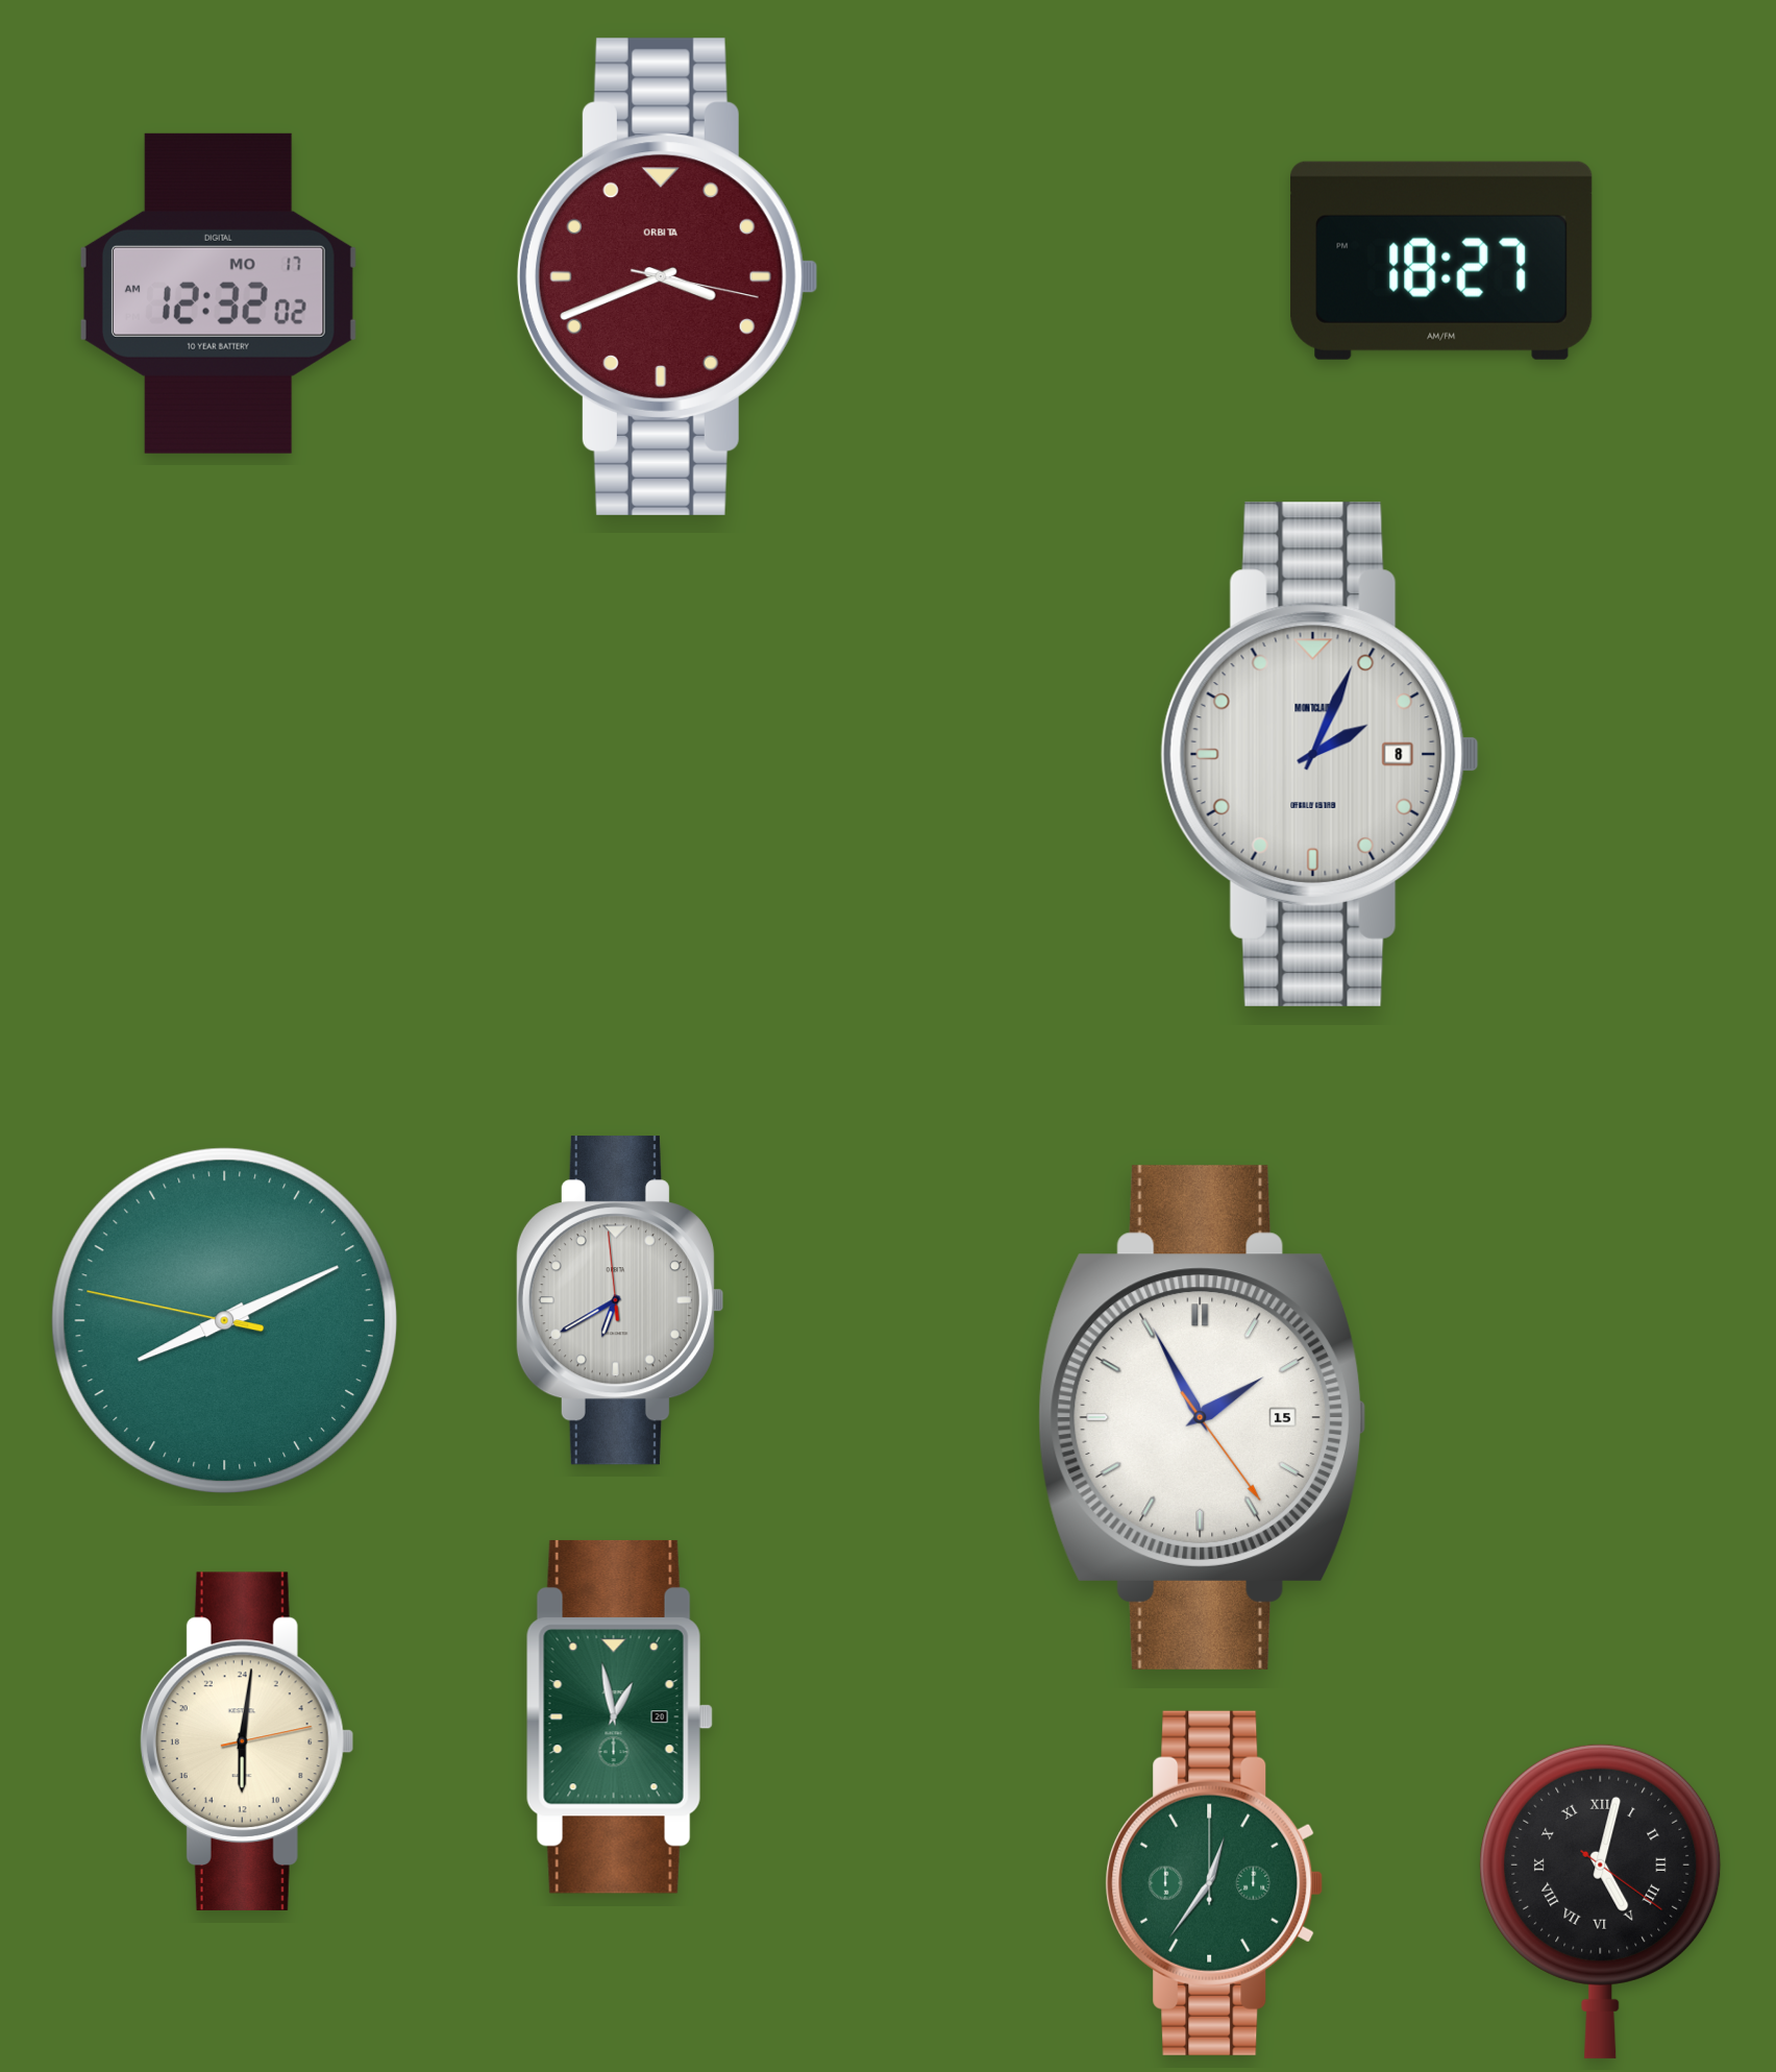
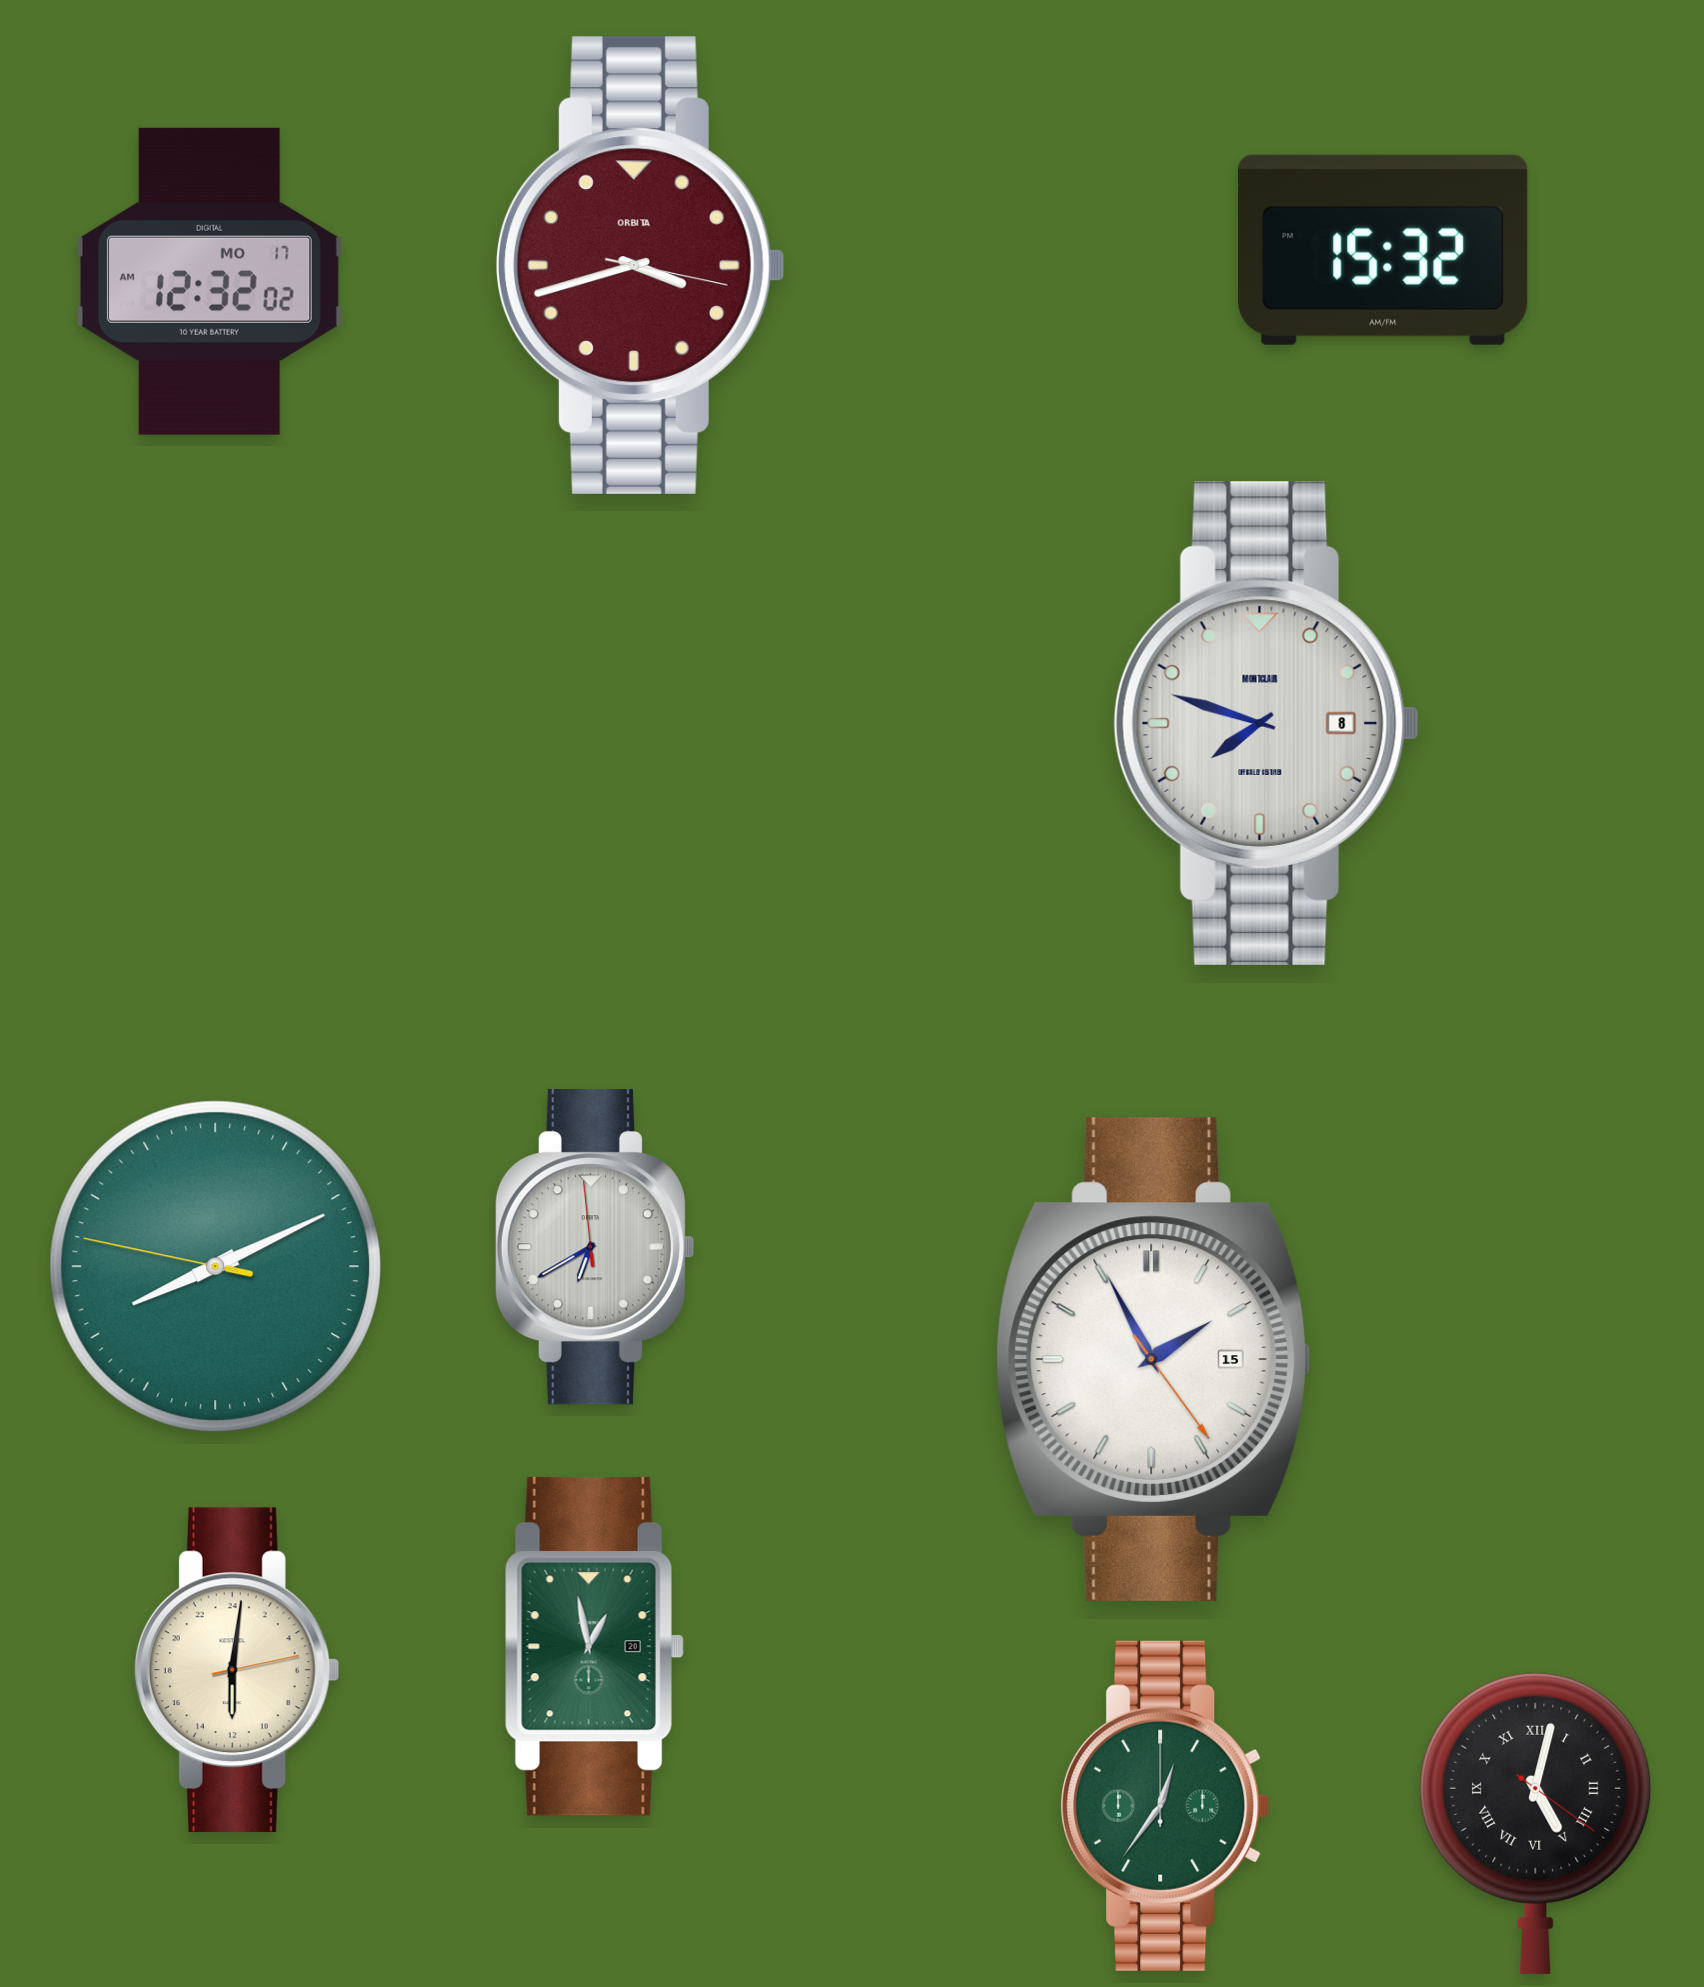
clock at (1441, 261): 18:27 -> 15:32
clock at (667, 276): 3:41 -> 3:42
clock at (1319, 754): 2:04 -> 7:48
